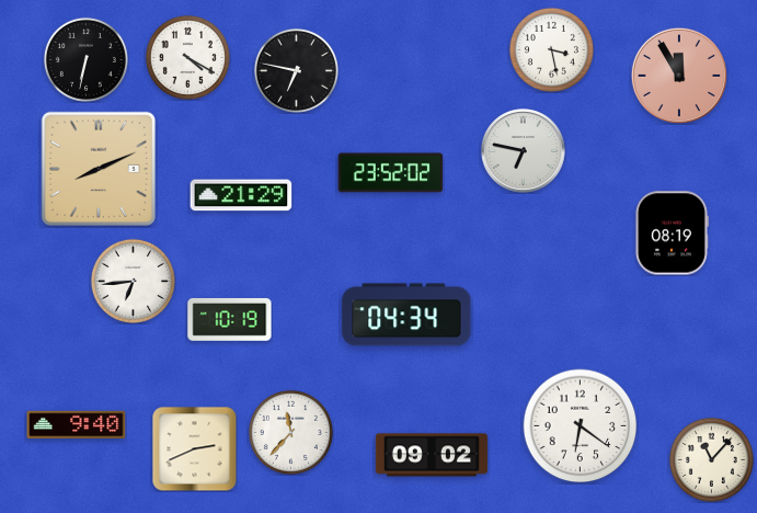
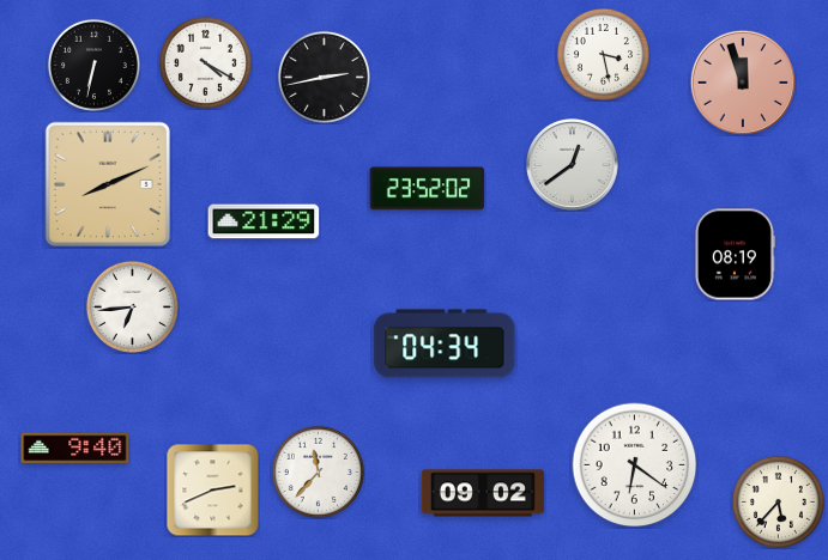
clock at (296, 70): 6:47 -> 2:43
clock at (679, 76): 11:55 -> 11:57
clock at (524, 151): 6:47 -> 12:39
clock at (241, 195) position: (241, 195) -> (264, 221)
clock at (133, 281) position: (133, 281) -> (132, 306)
clock at (230, 319): 10:19 -> none
clock at (77, 424) position: (77, 424) -> (75, 448)
clock at (432, 455) position: (432, 455) -> (483, 493)
clock at (711, 459): 11:07 -> 5:37
